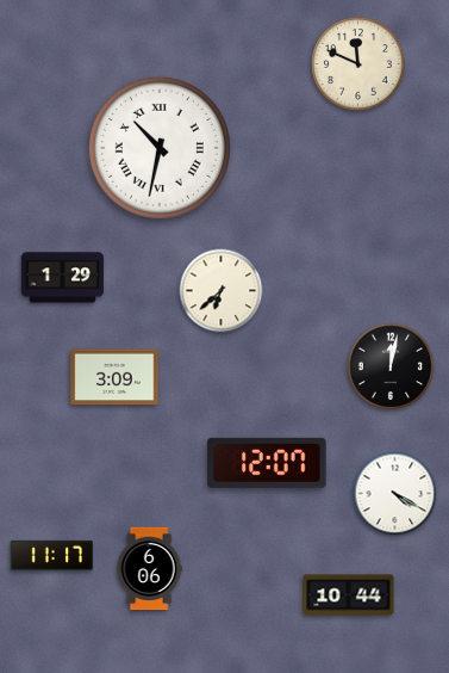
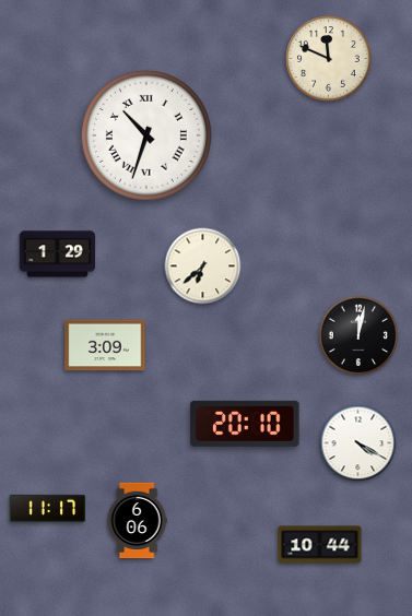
clock at (160, 148): 10:32 -> 10:33
clock at (267, 463): 12:07 -> 20:10
clock at (395, 494) position: (395, 494) -> (358, 443)
